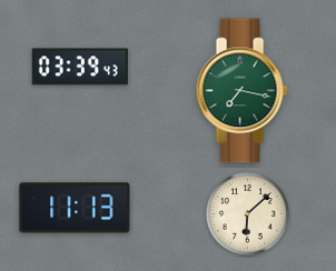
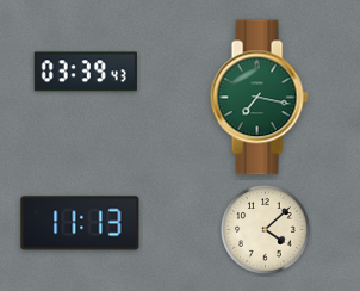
clock at (248, 214): 6:08 -> 4:08
